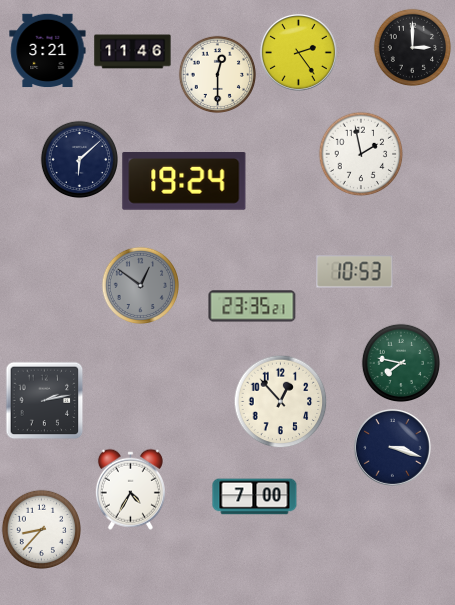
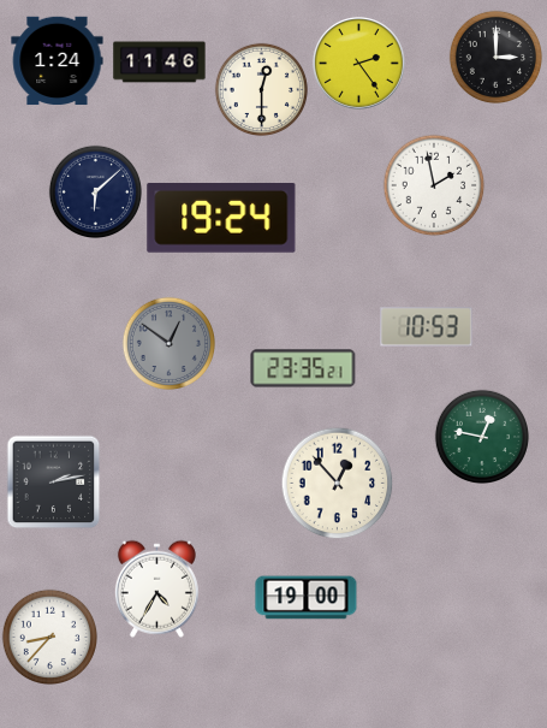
clock at (48, 51): 3:21 -> 1:24
clock at (400, 362): 7:47 -> 12:47
clock at (392, 447): 3:18 -> none
clock at (255, 497): 7:00 -> 19:00
